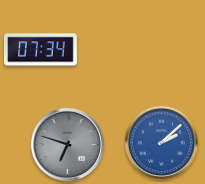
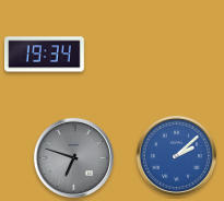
clock at (41, 50): 07:34 -> 19:34
